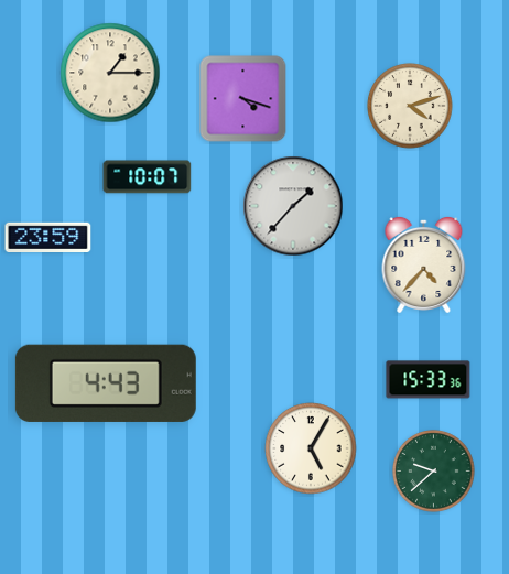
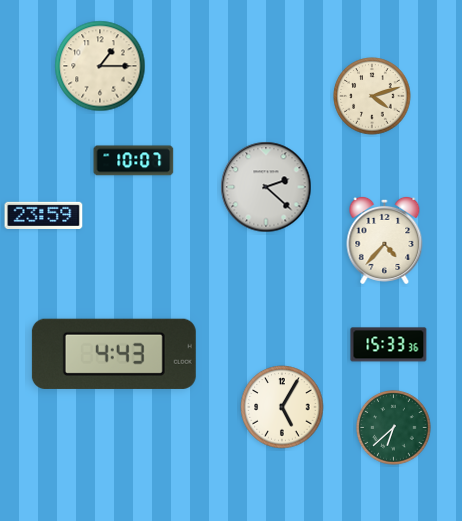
clock at (243, 99): 4:18 -> none
clock at (293, 206): 1:37 -> 2:22
clock at (106, 383) position: (106, 383) -> (114, 354)
clock at (434, 472): 9:38 -> 6:38
